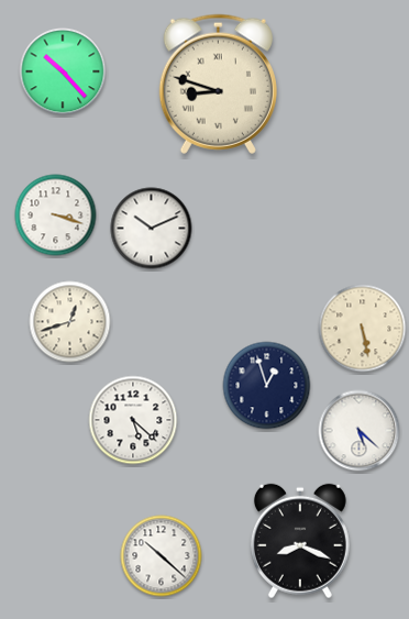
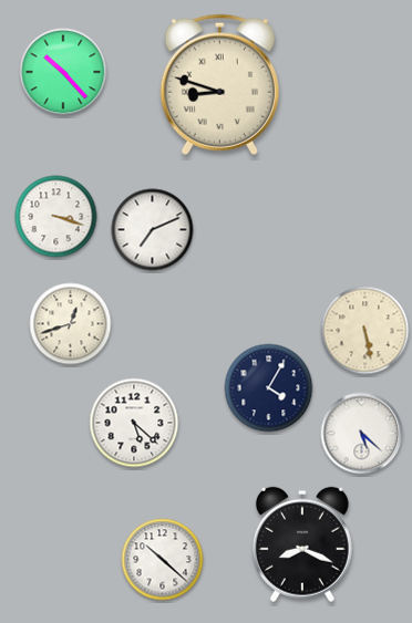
clock at (152, 229): 10:11 -> 7:11
clock at (267, 386): 12:57 -> 4:05
